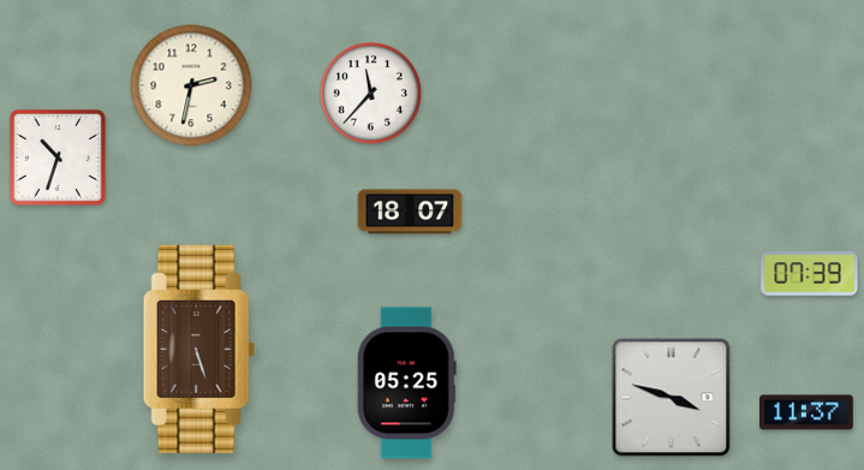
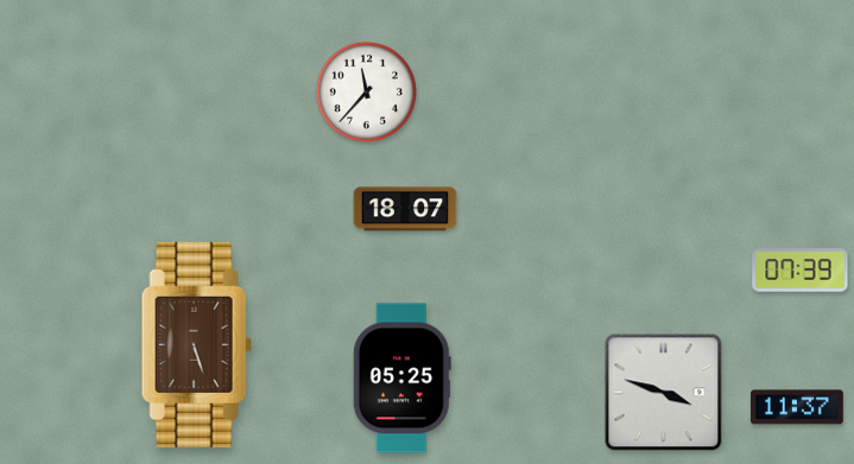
clock at (191, 85): 2:32 -> none
clock at (58, 157): 10:33 -> none
